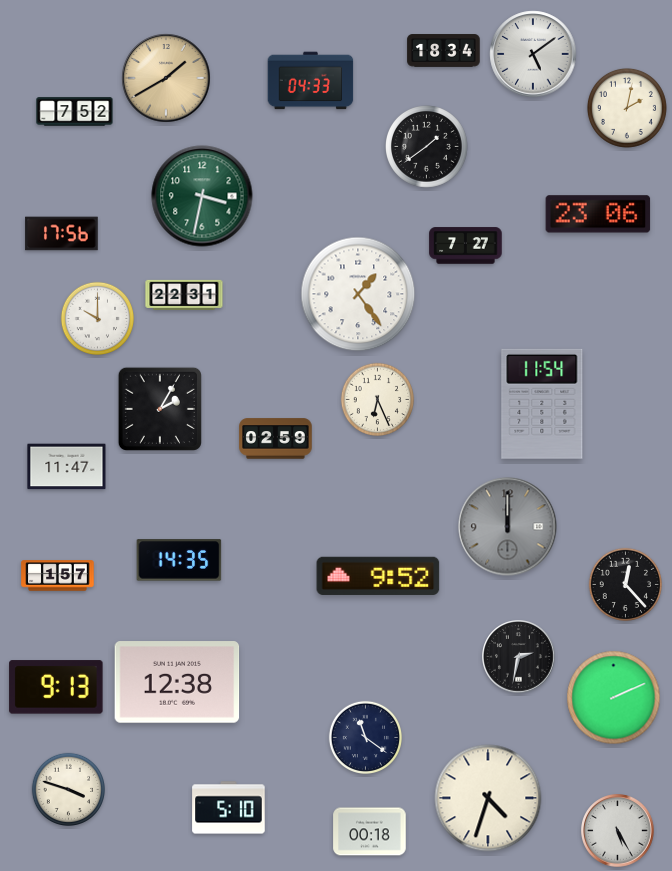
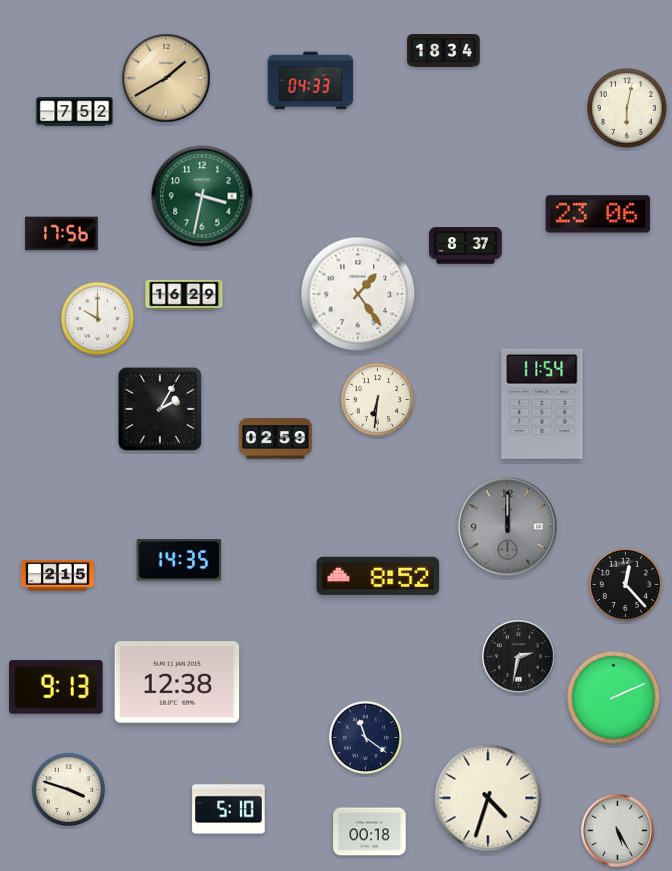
clock at (533, 54): 5:09 -> none
clock at (627, 108): 2:02 -> 6:02
clock at (427, 147): 1:39 -> none
clock at (466, 246): 7:27 -> 8:37
clock at (184, 295): 22:31 -> 16:29
clock at (377, 399): 6:26 -> 6:31
clock at (67, 467): 11:47 -> none
clock at (58, 576): 1:57 -> 2:15
clock at (378, 576): 9:52 -> 8:52
